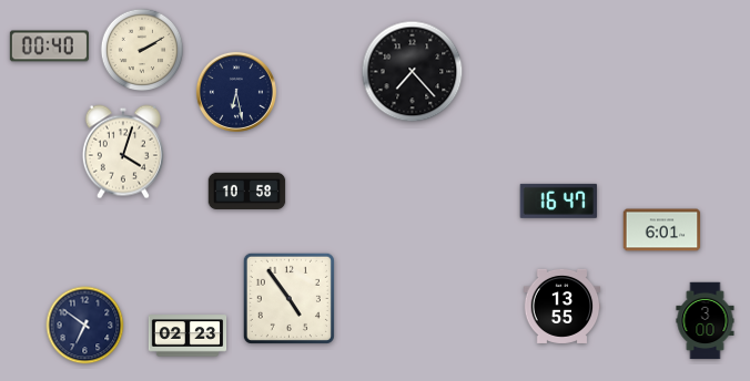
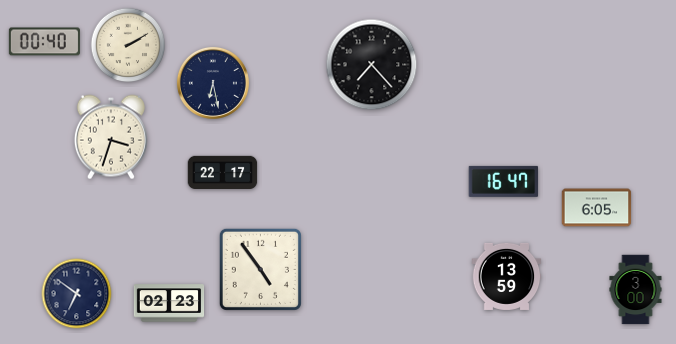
clock at (123, 152): 4:03 -> 3:33
clock at (247, 190): 10:58 -> 22:17
clock at (662, 230): 6:01 -> 6:05
clock at (562, 306): 13:55 -> 13:59
